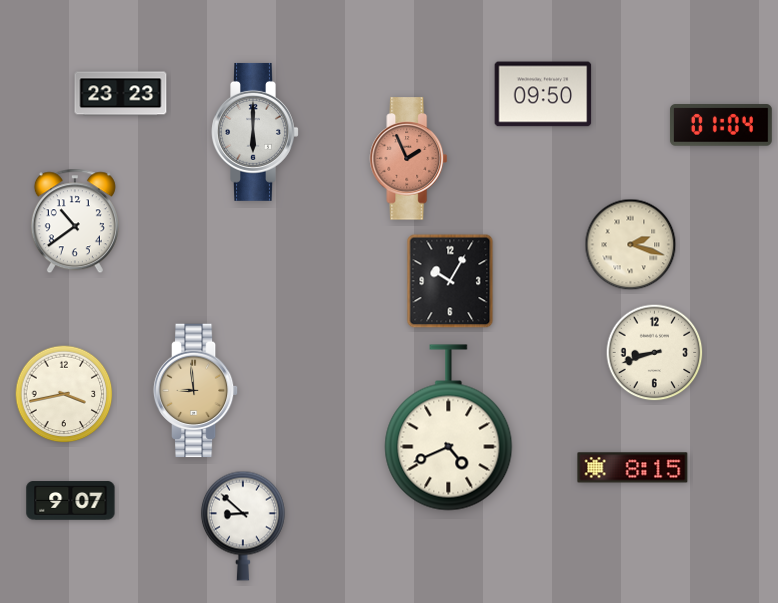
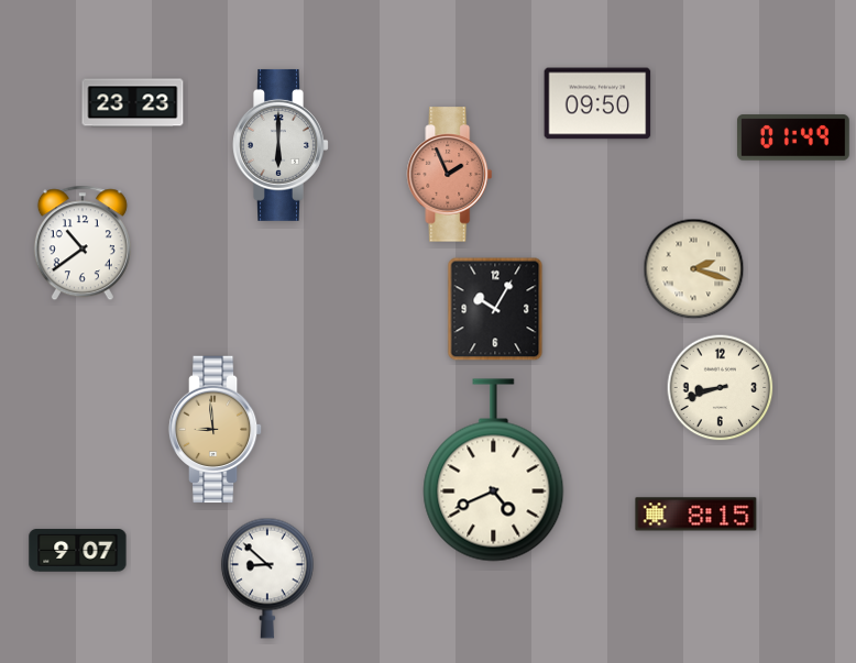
clock at (721, 125): 01:04 -> 01:49
clock at (64, 394): 3:43 -> none
